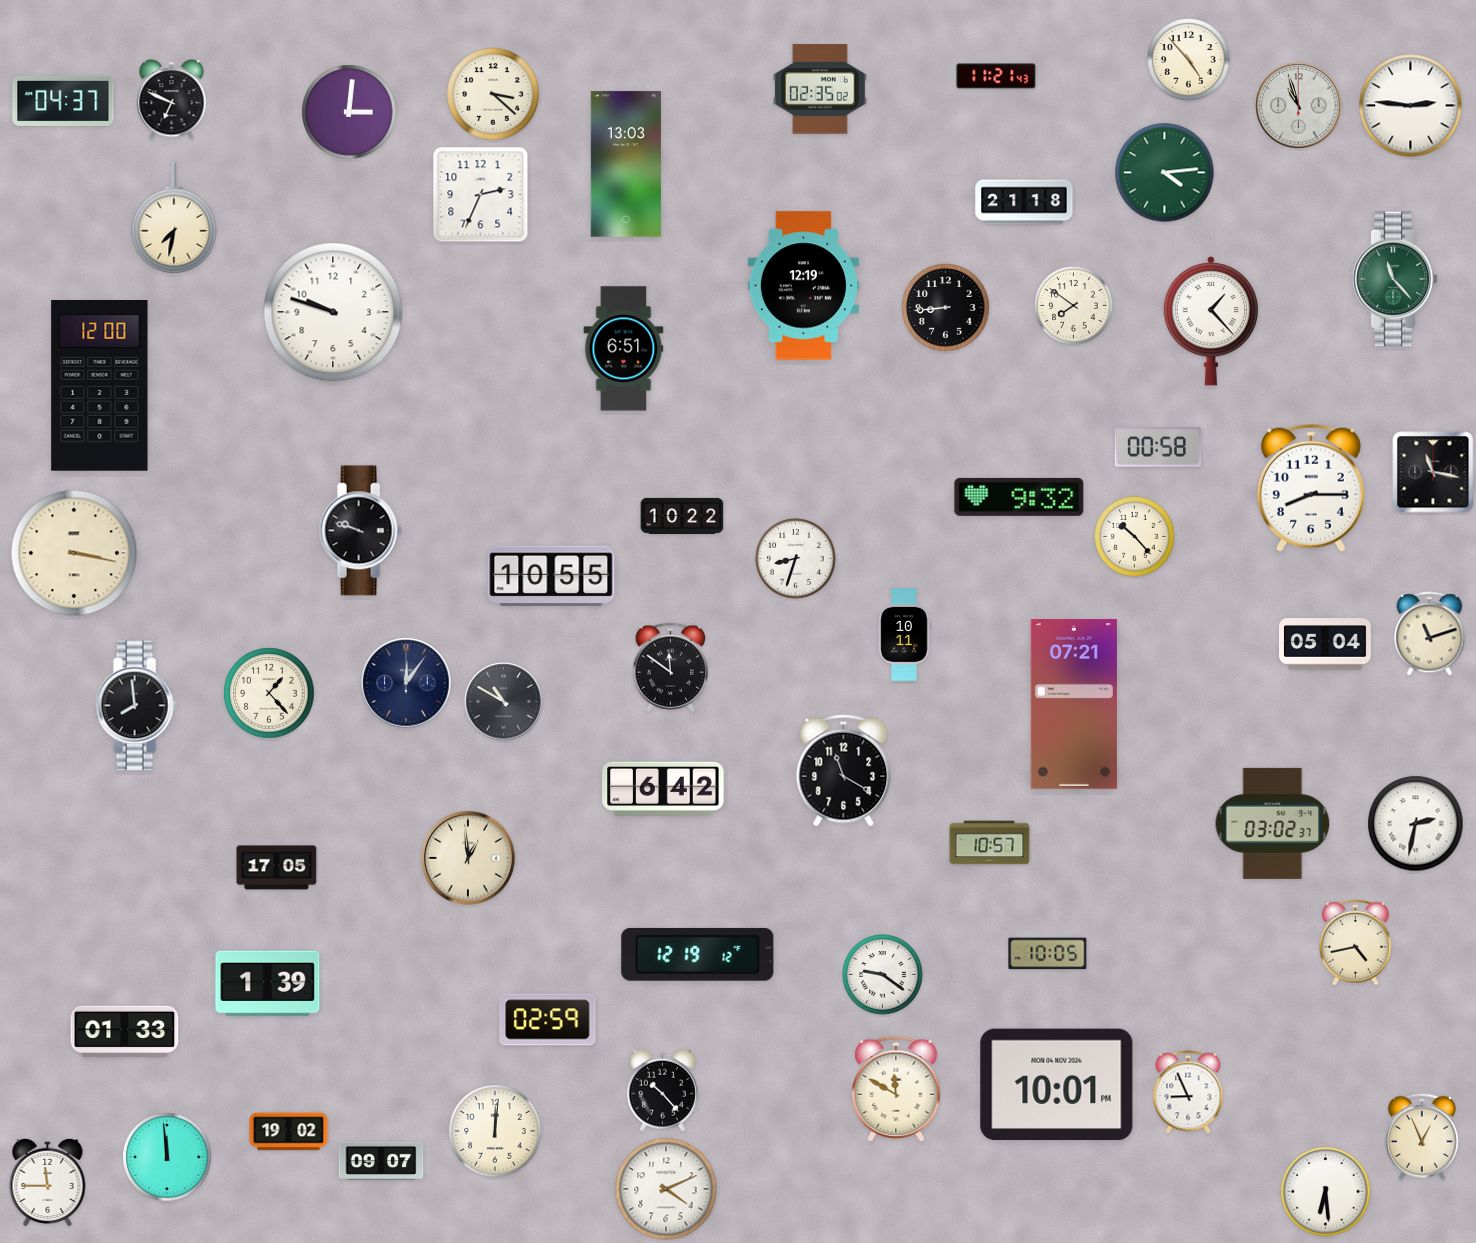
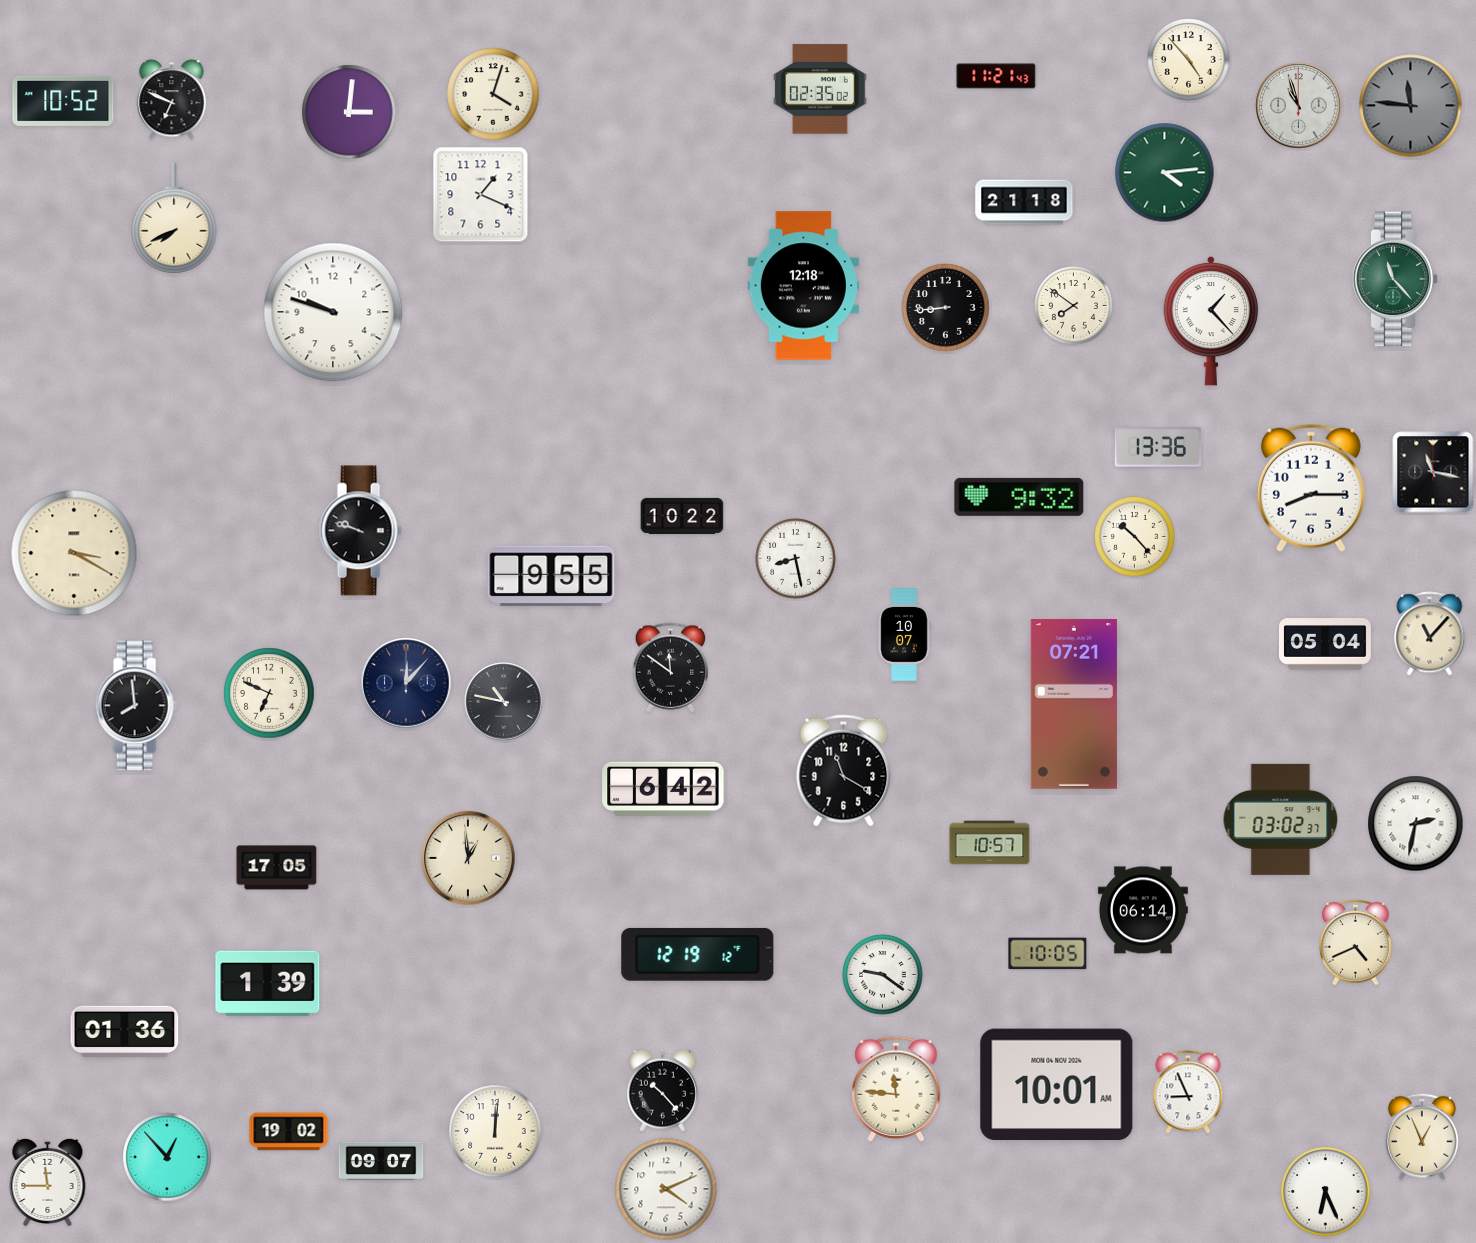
clock at (493, 94): 3:22 -> 4:03
clock at (63, 101): 04:37 -> 10:52
clock at (1411, 106): 2:46 -> 11:46
clock at (1411, 106) dial: white -> grey
clock at (626, 164): 13:03 -> none
clock at (481, 195): 2:34 -> 1:19
clock at (174, 218): 7:32 -> 7:41
clock at (803, 286): 12:19 -> 12:18
clock at (624, 349): 6:51 -> none
clock at (100, 386): 12:00 -> none
clock at (1158, 447): 00:58 -> 13:36
clock at (74, 553): 3:17 -> 3:20
clock at (796, 559): 8:33 -> 8:28
clock at (551, 576): 10:55 -> 9:55
clock at (1430, 634): 11:12 -> 11:07
clock at (904, 635): 10:11 -> 10:07
clock at (406, 683): 12:06 -> 12:07
clock at (269, 693): 1:23 -> 6:49
clock at (504, 702): 10:50 -> 10:47
clock at (1273, 823) position: (1273, 823) -> (1281, 819)
clock at (1143, 910): none -> 06:14
clock at (1356, 942): 4:43 -> 4:41
clock at (548, 1020): 02:59 -> none
clock at (125, 1032): 01:33 -> 01:36
clock at (1057, 1085): 10:01 PM -> 10:01 AM
clock at (896, 1089): 11:50 -> 11:46
clock at (167, 1157): 11:59 -> 12:53
clock at (1326, 1192): 6:29 -> 6:26
